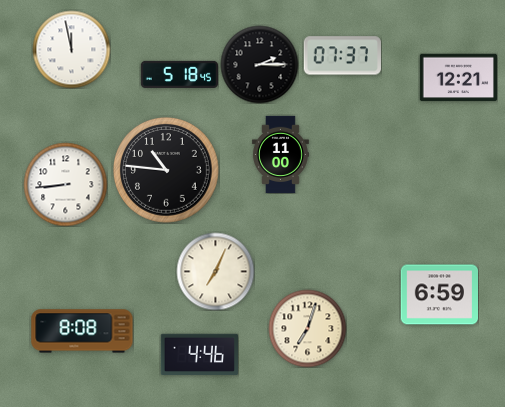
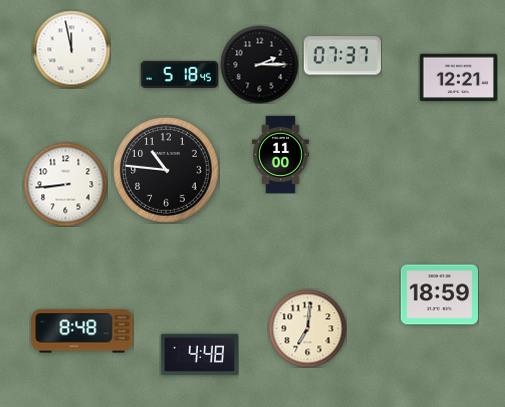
clock at (215, 271): 7:04 -> none
clock at (439, 295): 6:59 -> 18:59
clock at (307, 328): 7:03 -> 7:01
clock at (82, 331): 8:08 -> 8:48
clock at (199, 355): 4:46 -> 4:48
